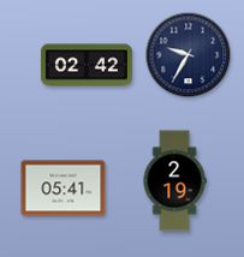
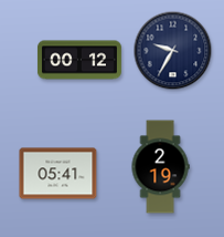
clock at (87, 65): 02:42 -> 00:12
